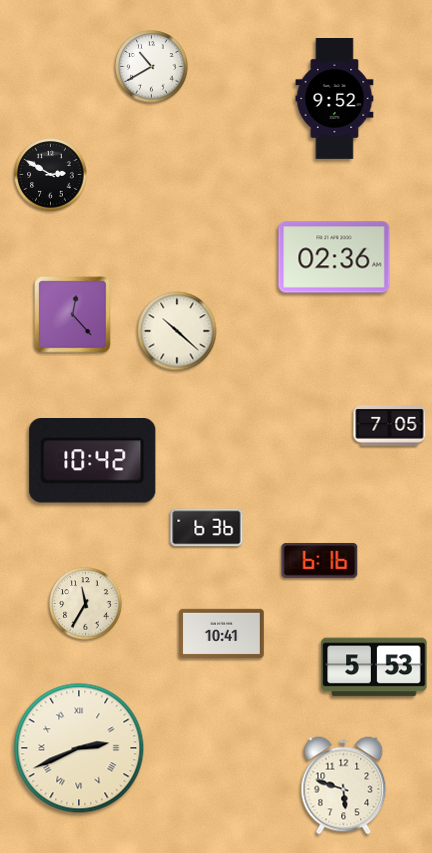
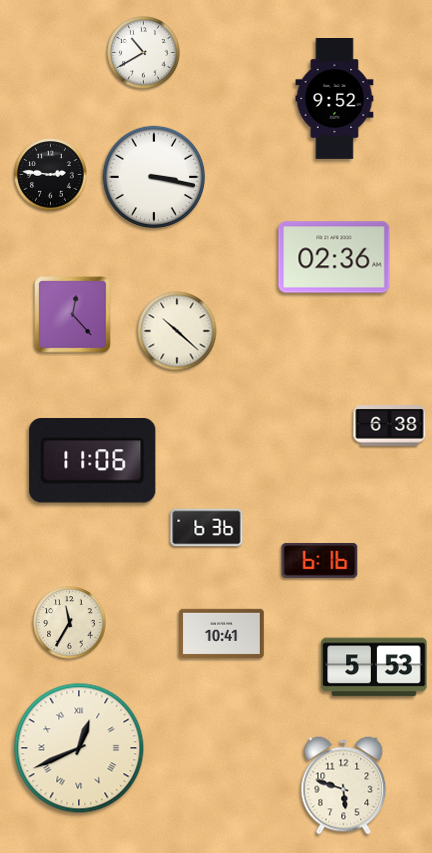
clock at (152, 67) position: (152, 67) -> (144, 53)
clock at (51, 175): 2:50 -> 2:46
clock at (153, 176): none -> 3:17
clock at (390, 426): 7:05 -> 6:38
clock at (93, 461): 10:42 -> 11:06
clock at (86, 604) position: (86, 604) -> (70, 623)
clock at (79, 748): 2:41 -> 12:41
